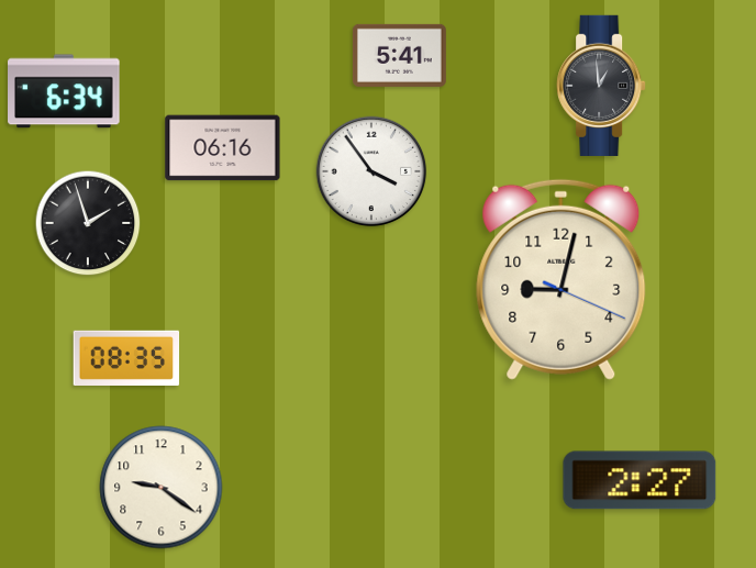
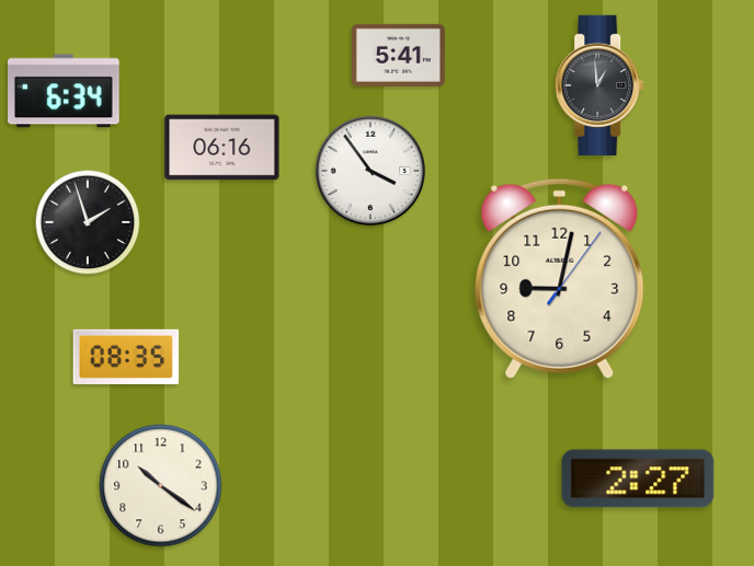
clock at (562, 279): 9:02:19 -> 9:02:06
clock at (162, 488): 9:21 -> 10:21
